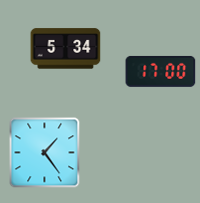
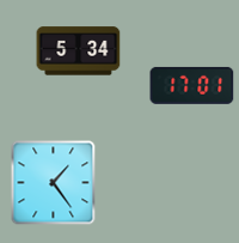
clock at (66, 49) position: (66, 49) -> (79, 51)
clock at (161, 71): 17:00 -> 17:01
